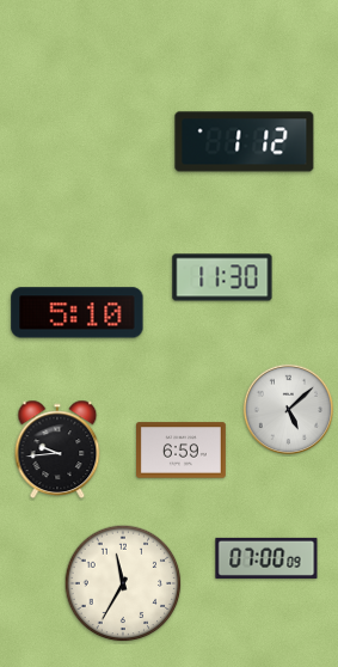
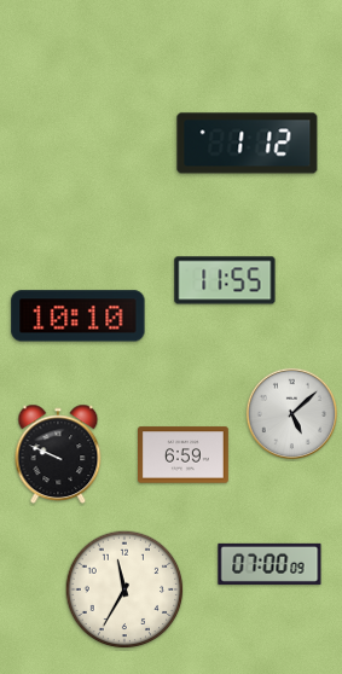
clock at (222, 277): 11:30 -> 11:55
clock at (78, 313): 5:10 -> 10:10
clock at (57, 448): 9:44 -> 9:49
